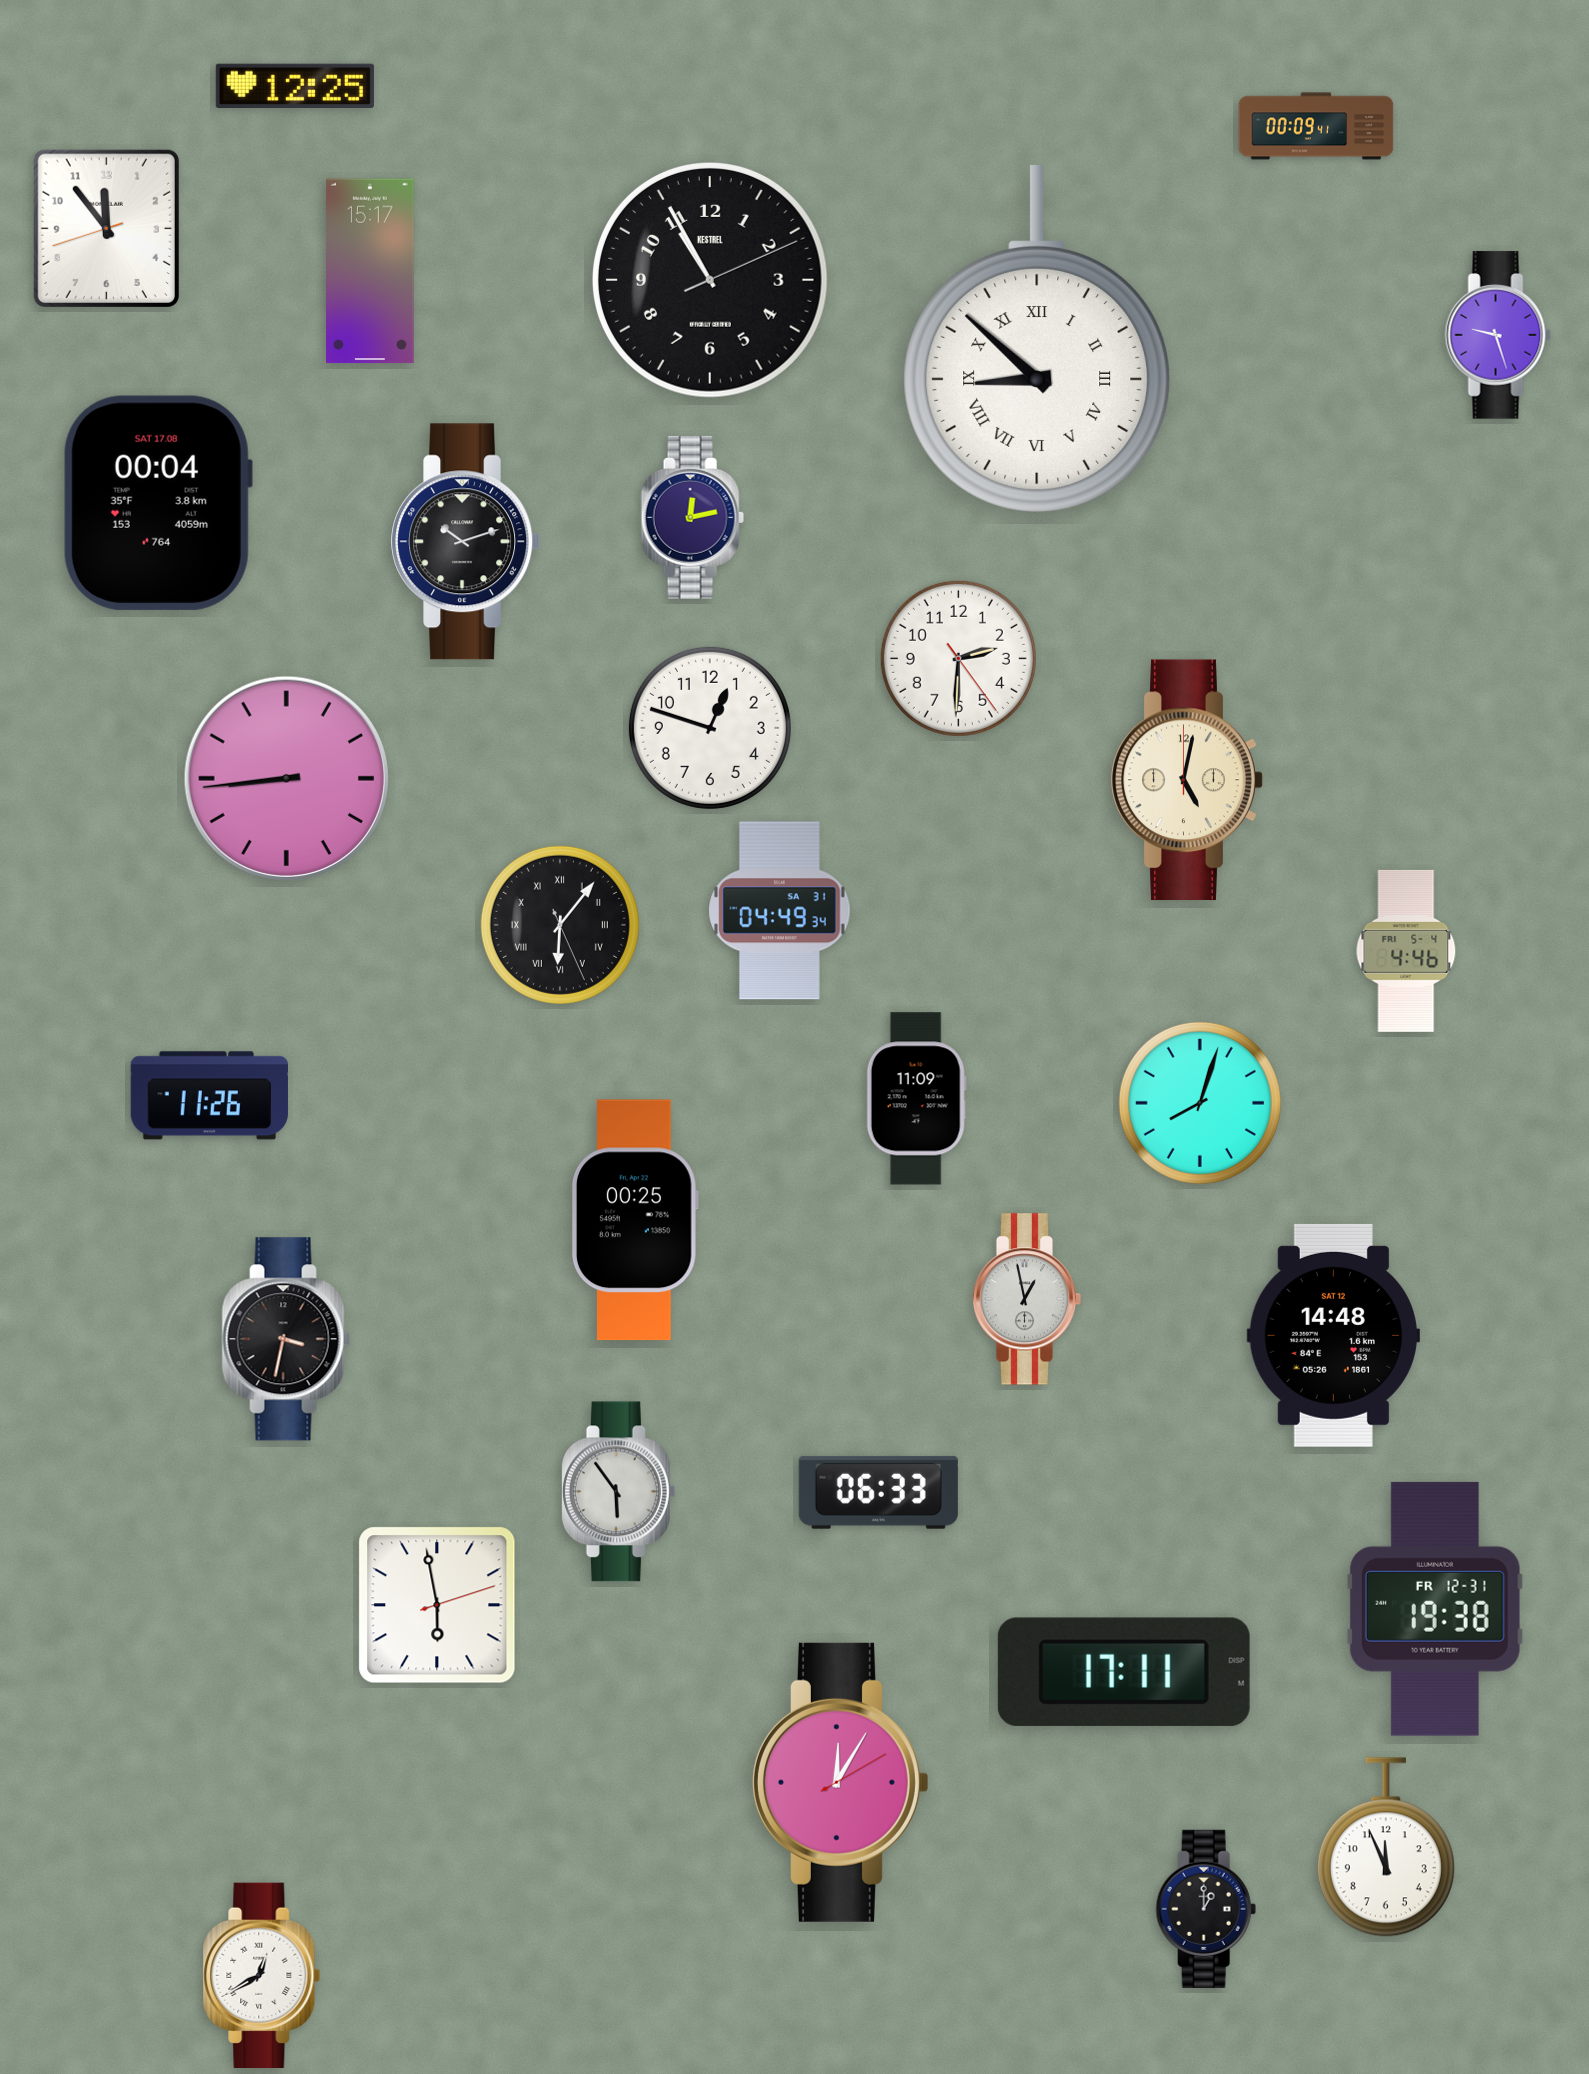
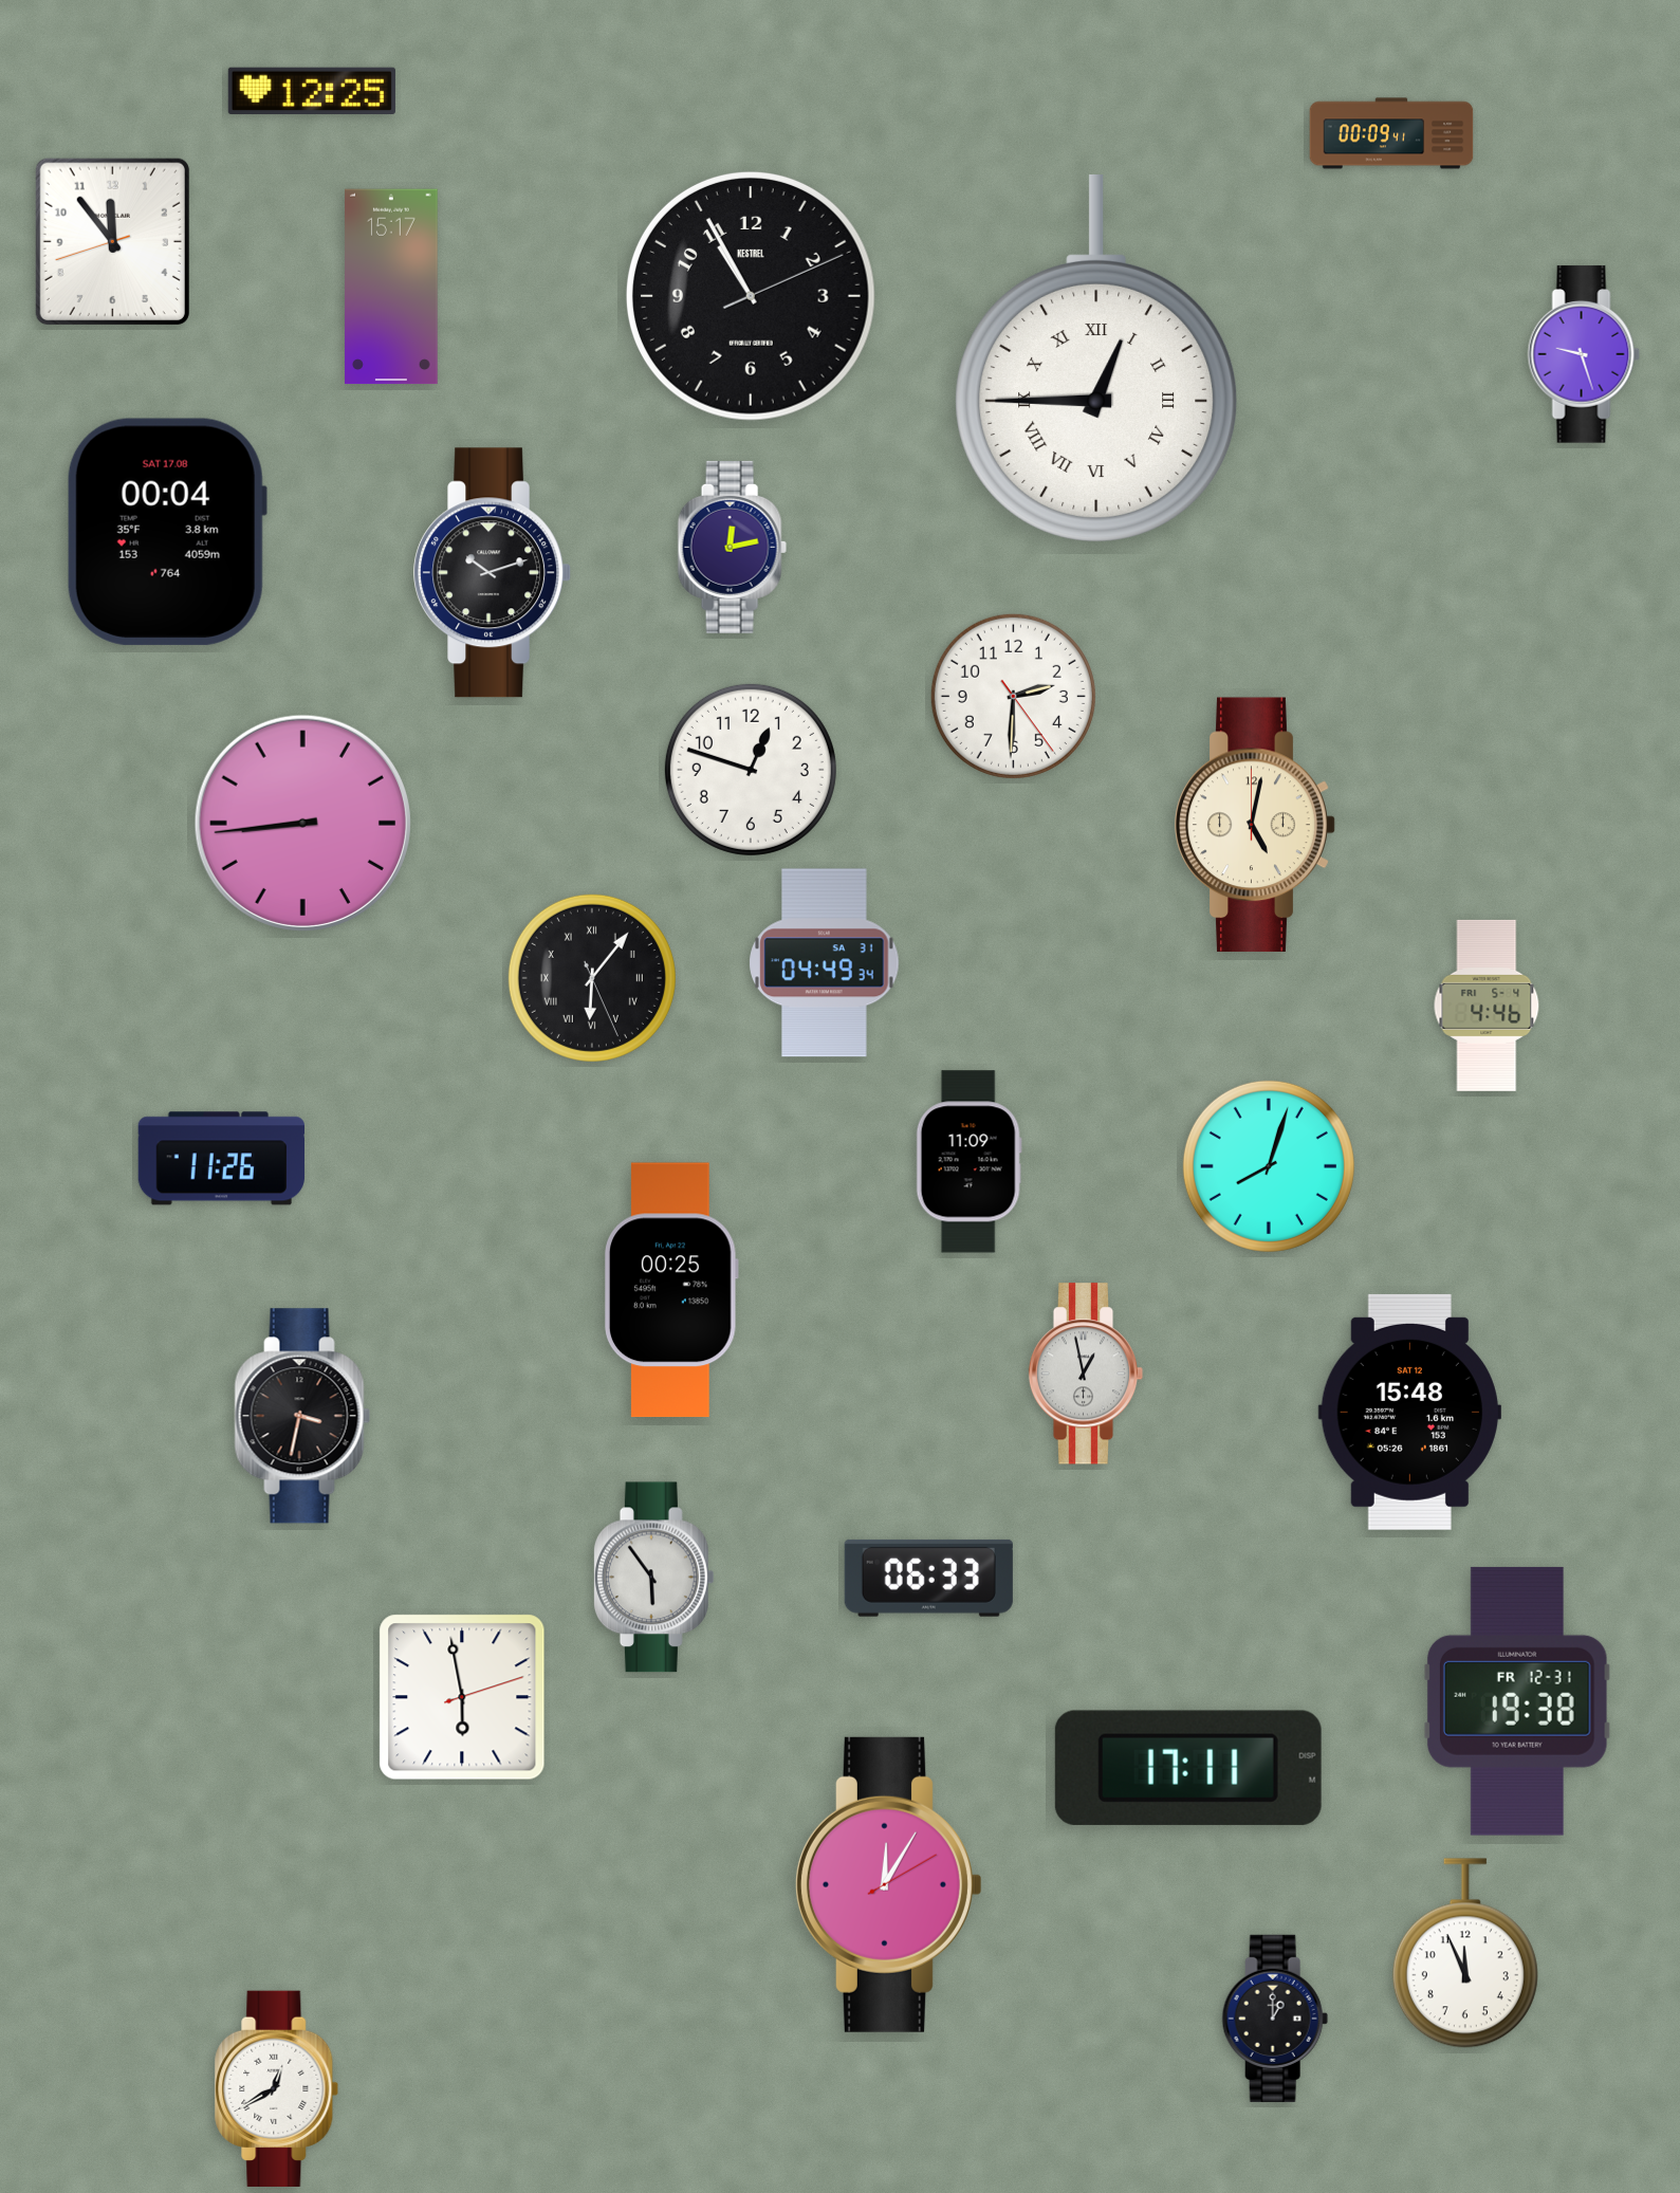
clock at (1037, 340): 8:52 -> 12:45
clock at (1333, 1335): 14:48 -> 15:48
